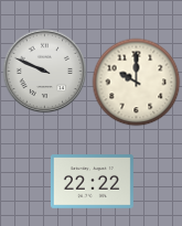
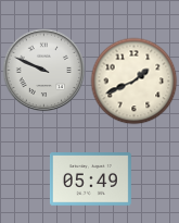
clock at (137, 83): 10:00 -> 1:41
clock at (92, 182): 22:22 -> 05:49
